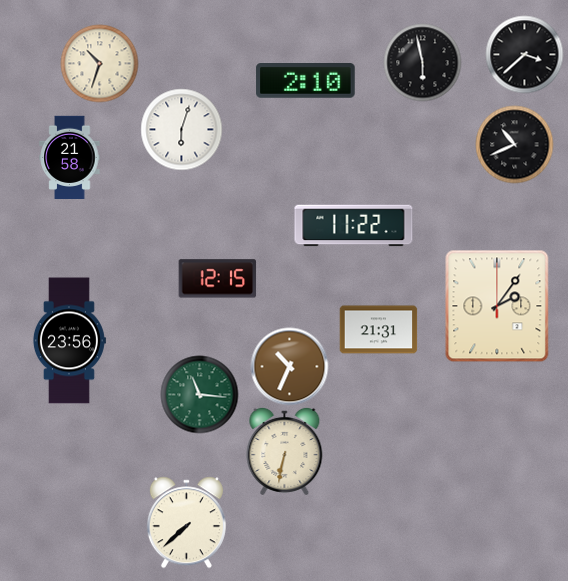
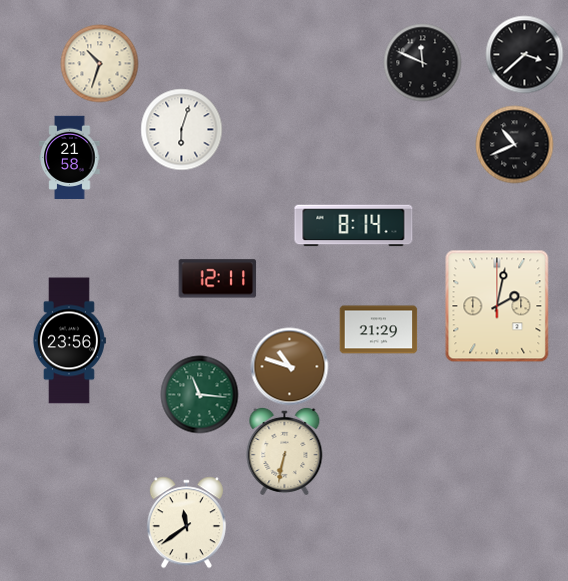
clock at (422, 62): 5:58 -> 11:49
clock at (306, 81): 2:10 -> none
clock at (354, 226): 11:22 -> 8:14
clock at (217, 279): 12:15 -> 12:11
clock at (497, 306): 2:06 -> 2:02
clock at (378, 330): 21:31 -> 21:29
clock at (289, 366): 10:34 -> 10:48
clock at (186, 522): 7:38 -> 11:39
